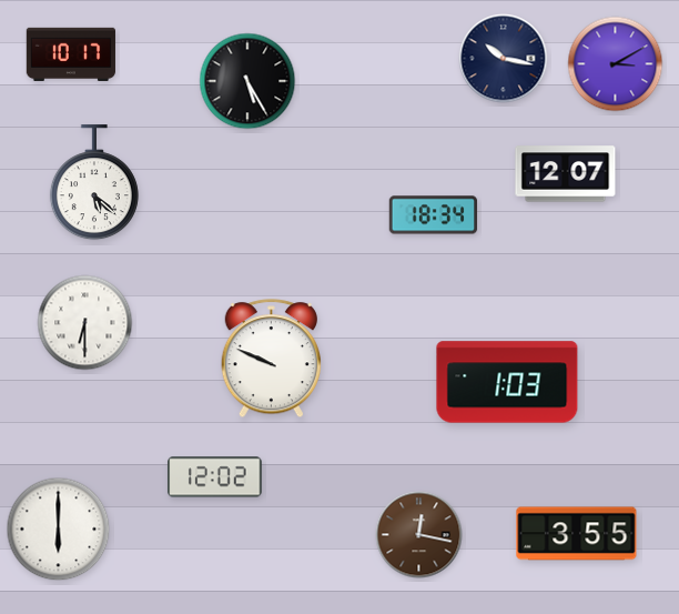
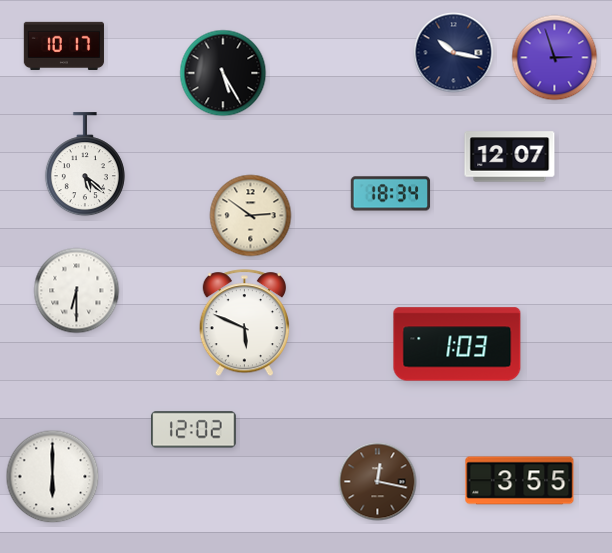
clock at (71, 54) position: (71, 54) -> (64, 46)
clock at (616, 64): 3:10 -> 2:57
clock at (251, 216): none -> 2:51
clock at (271, 359): 9:49 -> 5:49
